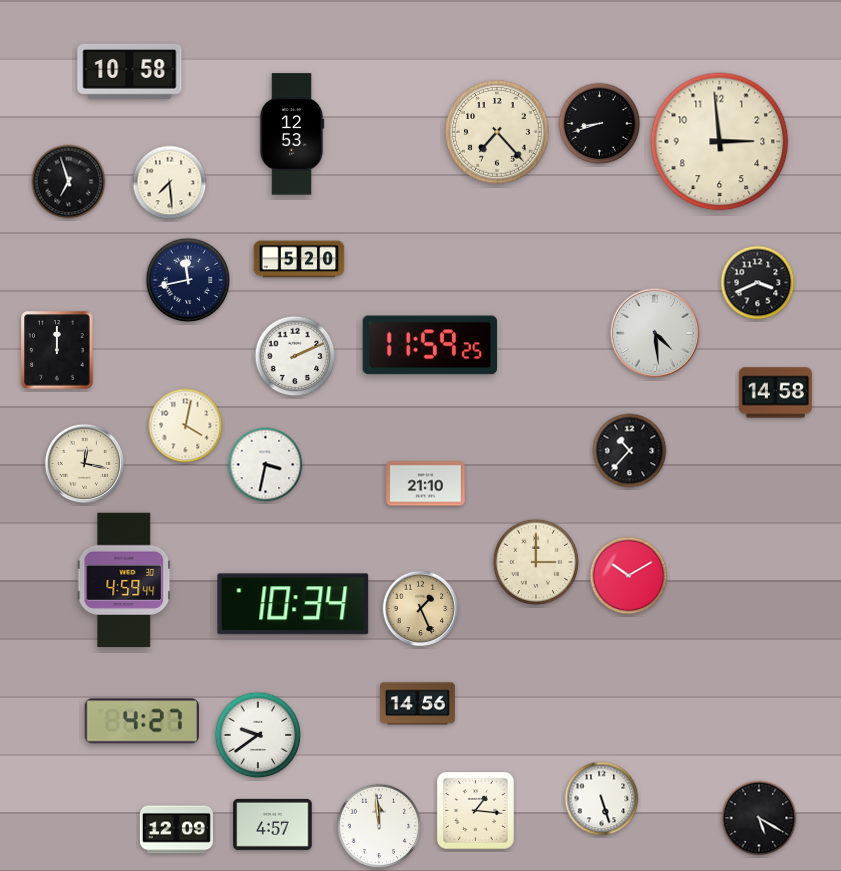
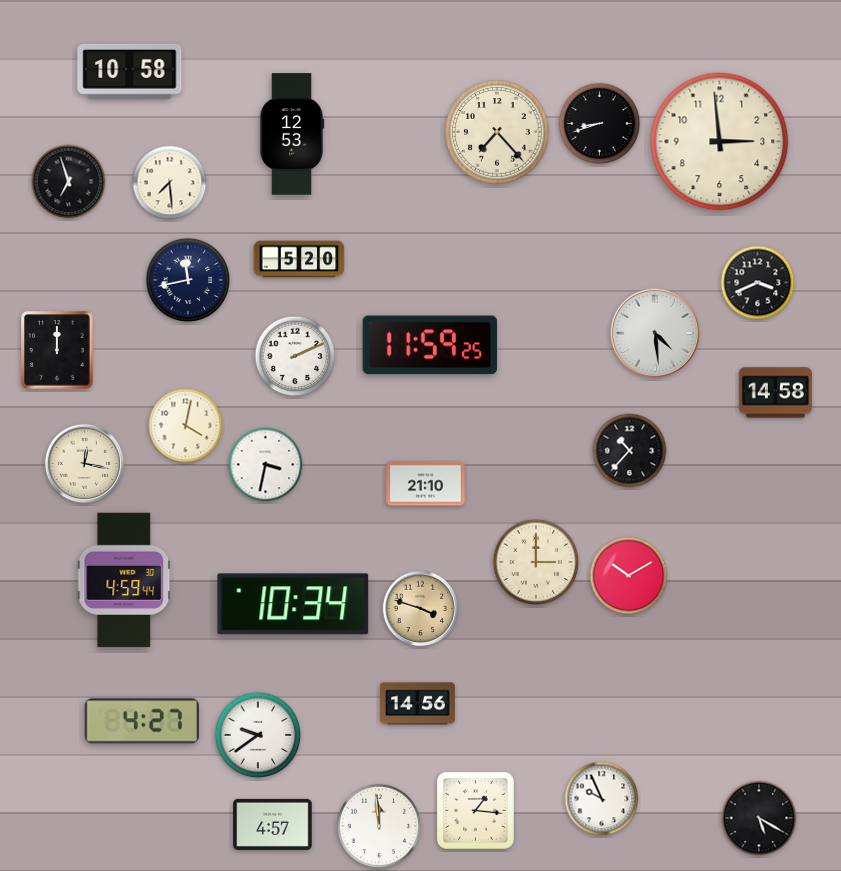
clock at (421, 609): 1:26 -> 3:48
clock at (602, 799): 5:27 -> 9:56
clock at (176, 830): 12:09 -> none
